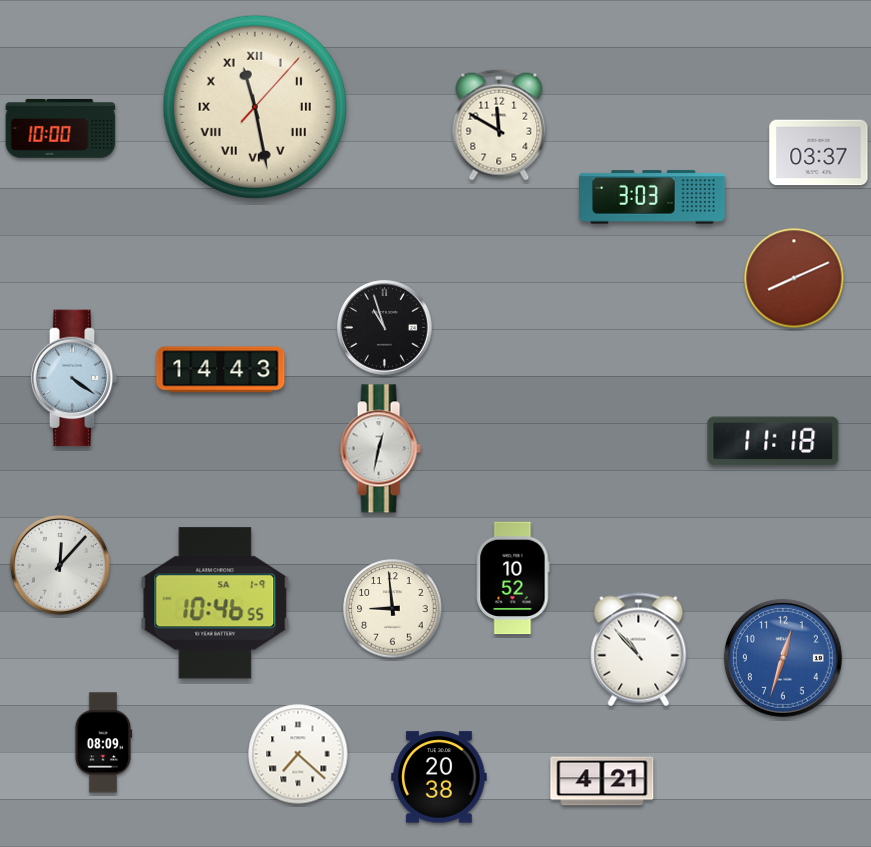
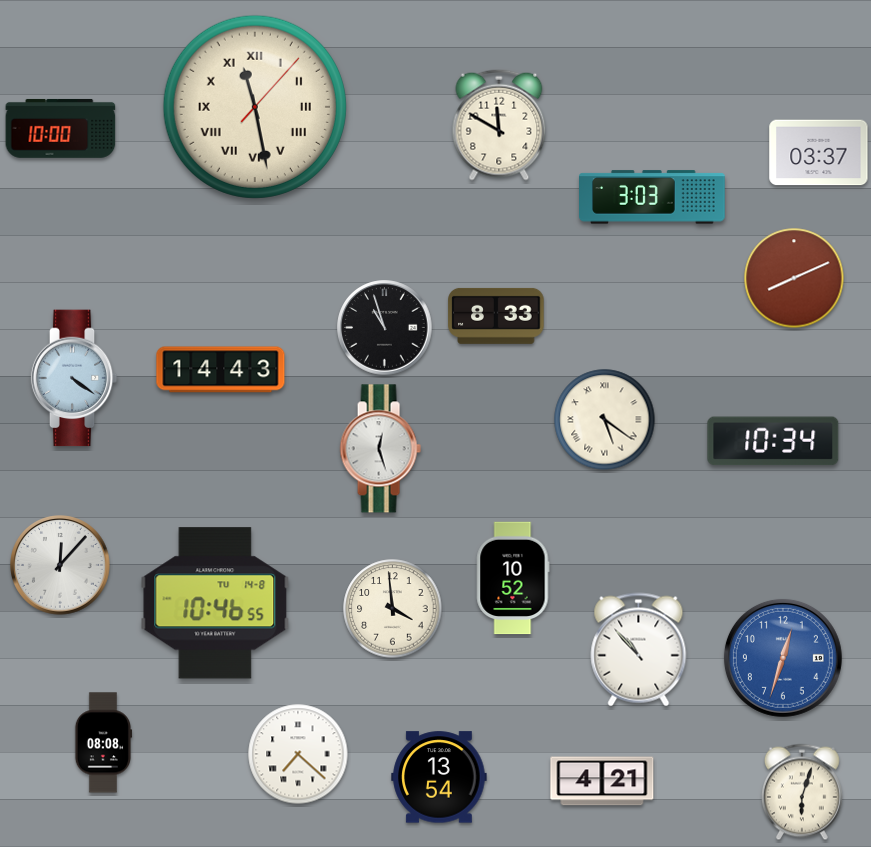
clock at (496, 316): none -> 8:33
clock at (605, 420): none -> 5:21
clock at (773, 441): 11:18 -> 10:34
clock at (380, 449): 12:32 -> 12:27
clock at (215, 603) date: SA 1-9 -> TU 14-8
clock at (393, 609): 8:59 -> 3:59
clock at (103, 743): 08:09 -> 08:08
clock at (439, 777): 20:38 -> 13:54
clock at (802, 792): none -> 6:03
